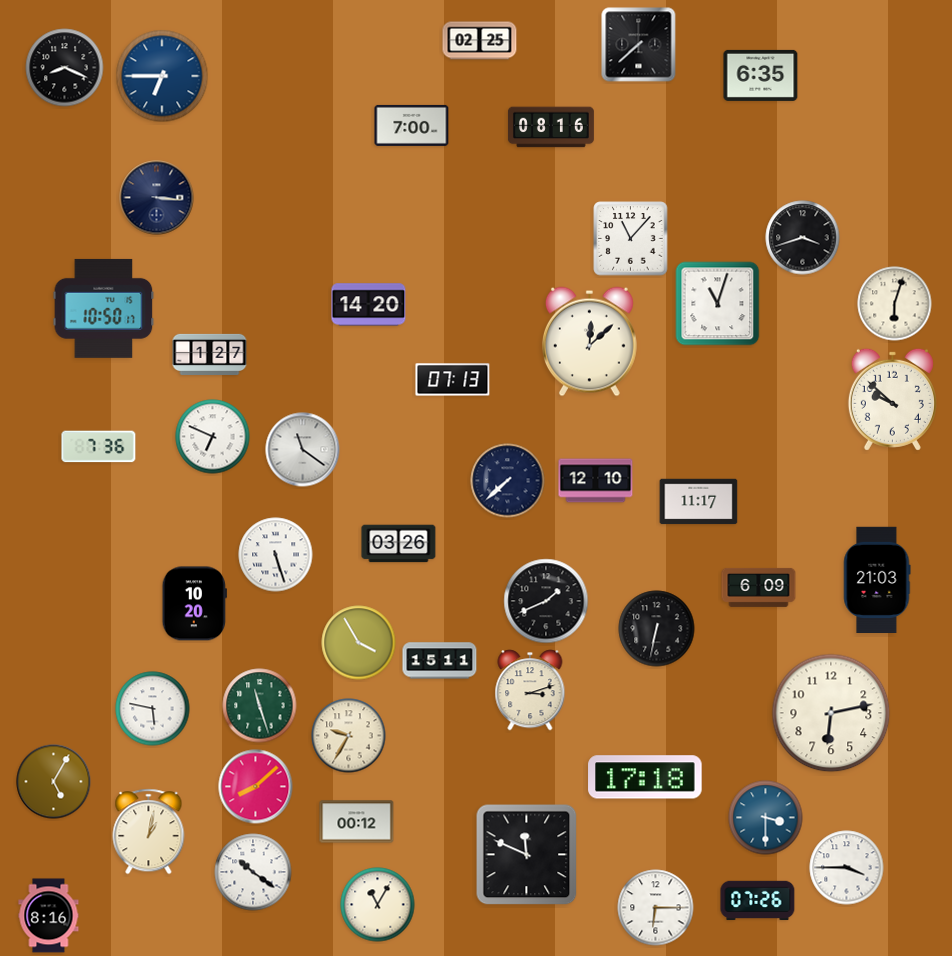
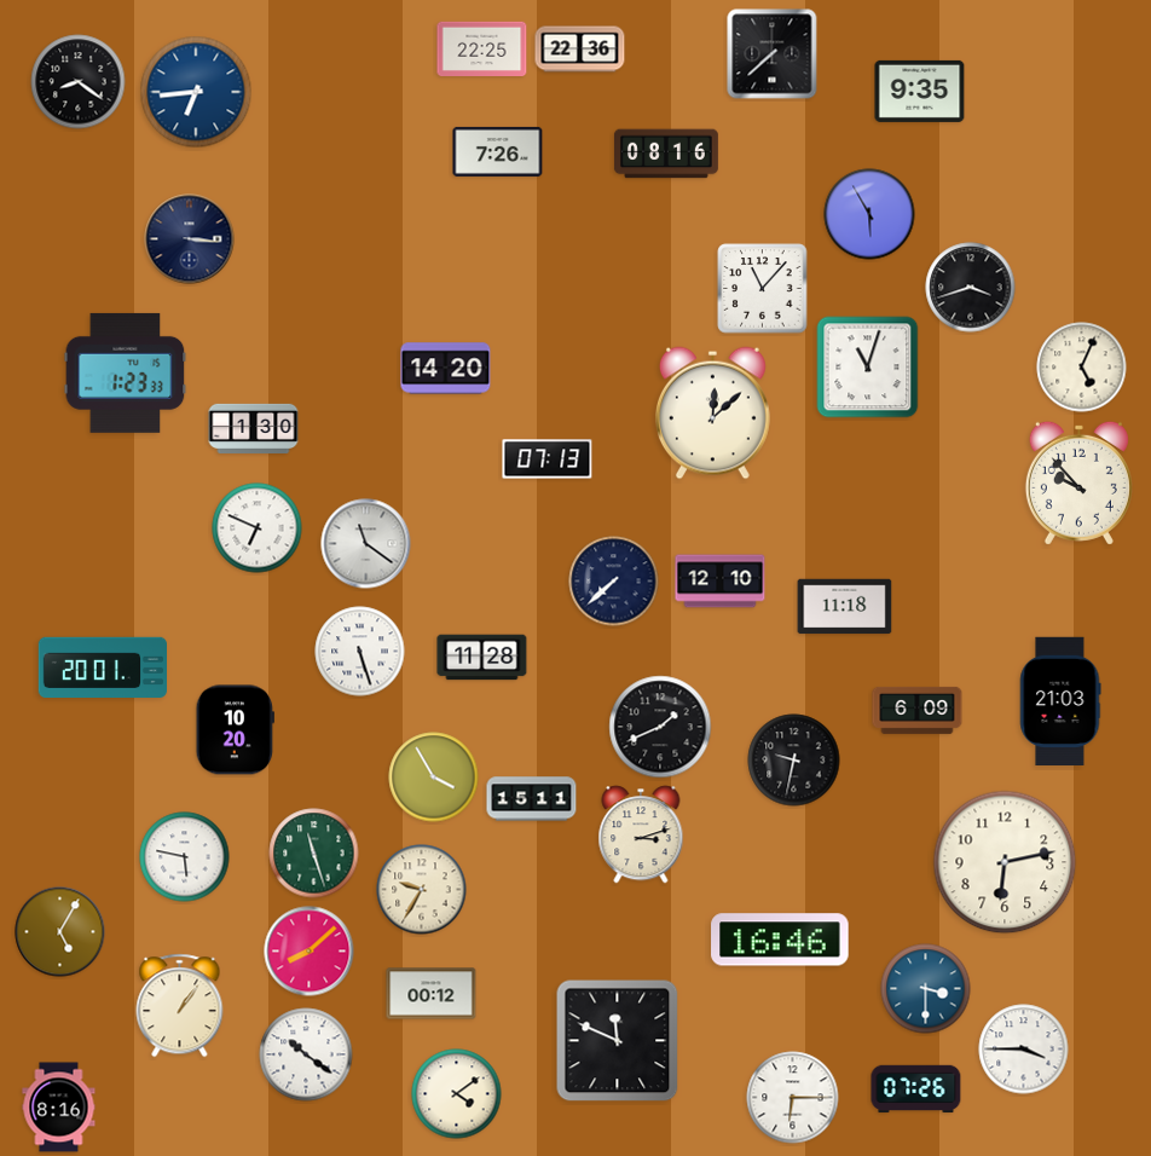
clock at (482, 48): none -> 22:25
clock at (480, 41): 02:25 -> 22:36
clock at (65, 68): 8:19 -> 8:21
clock at (761, 75): 6:35 -> 9:35
clock at (162, 76): 6:45 -> 6:44
clock at (412, 125): 7:00 -> 7:26
clock at (869, 214): none -> 5:55
clock at (895, 304): 6:03 -> 5:04
clock at (104, 308): 10:50 -> 1:23
clock at (210, 354): 1:27 -> 1:30
clock at (892, 399): 9:52 -> 9:53
clock at (99, 447): 7:36 -> none
clock at (699, 502): 11:17 -> 11:18
clock at (399, 544): 03:26 -> 11:28
clock at (102, 666): none -> 20:01
clock at (276, 555) position: (276, 555) -> (360, 652)
clock at (657, 629): 6:32 -> 9:32
clock at (645, 777): 17:18 -> 16:46
clock at (54, 782) position: (54, 782) -> (60, 932)
clock at (149, 832): 1:02 -> 1:06
clock at (527, 855) position: (527, 855) -> (618, 1041)
clock at (378, 905): 11:05 -> 4:09
